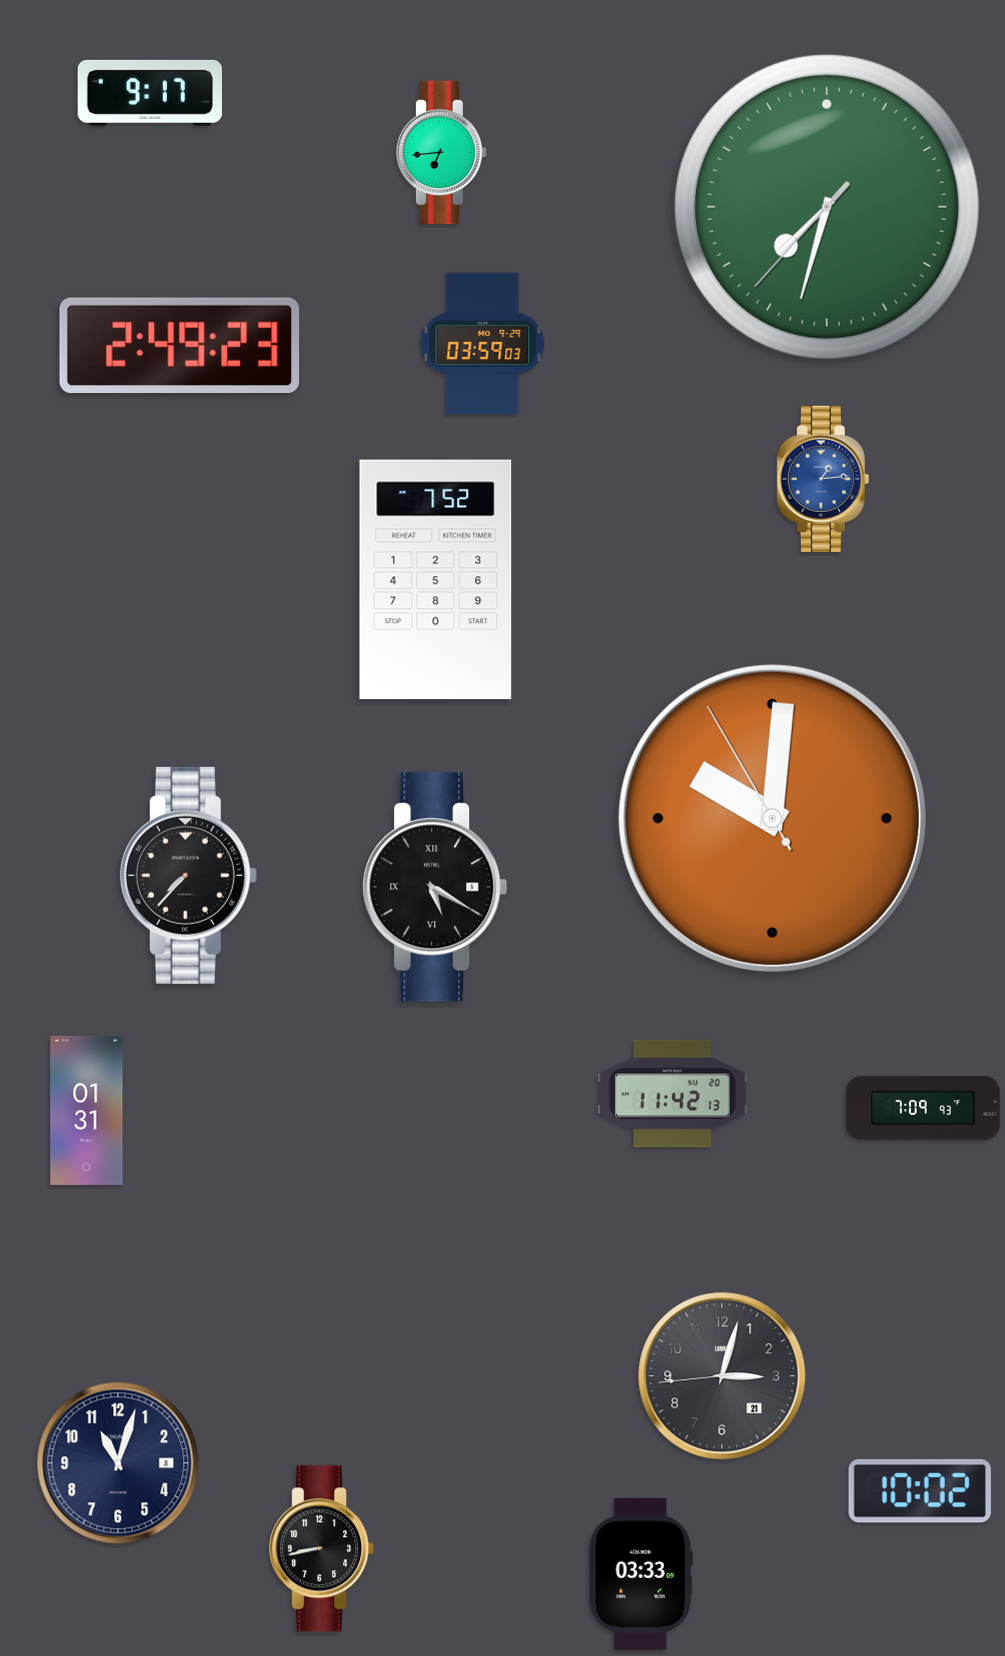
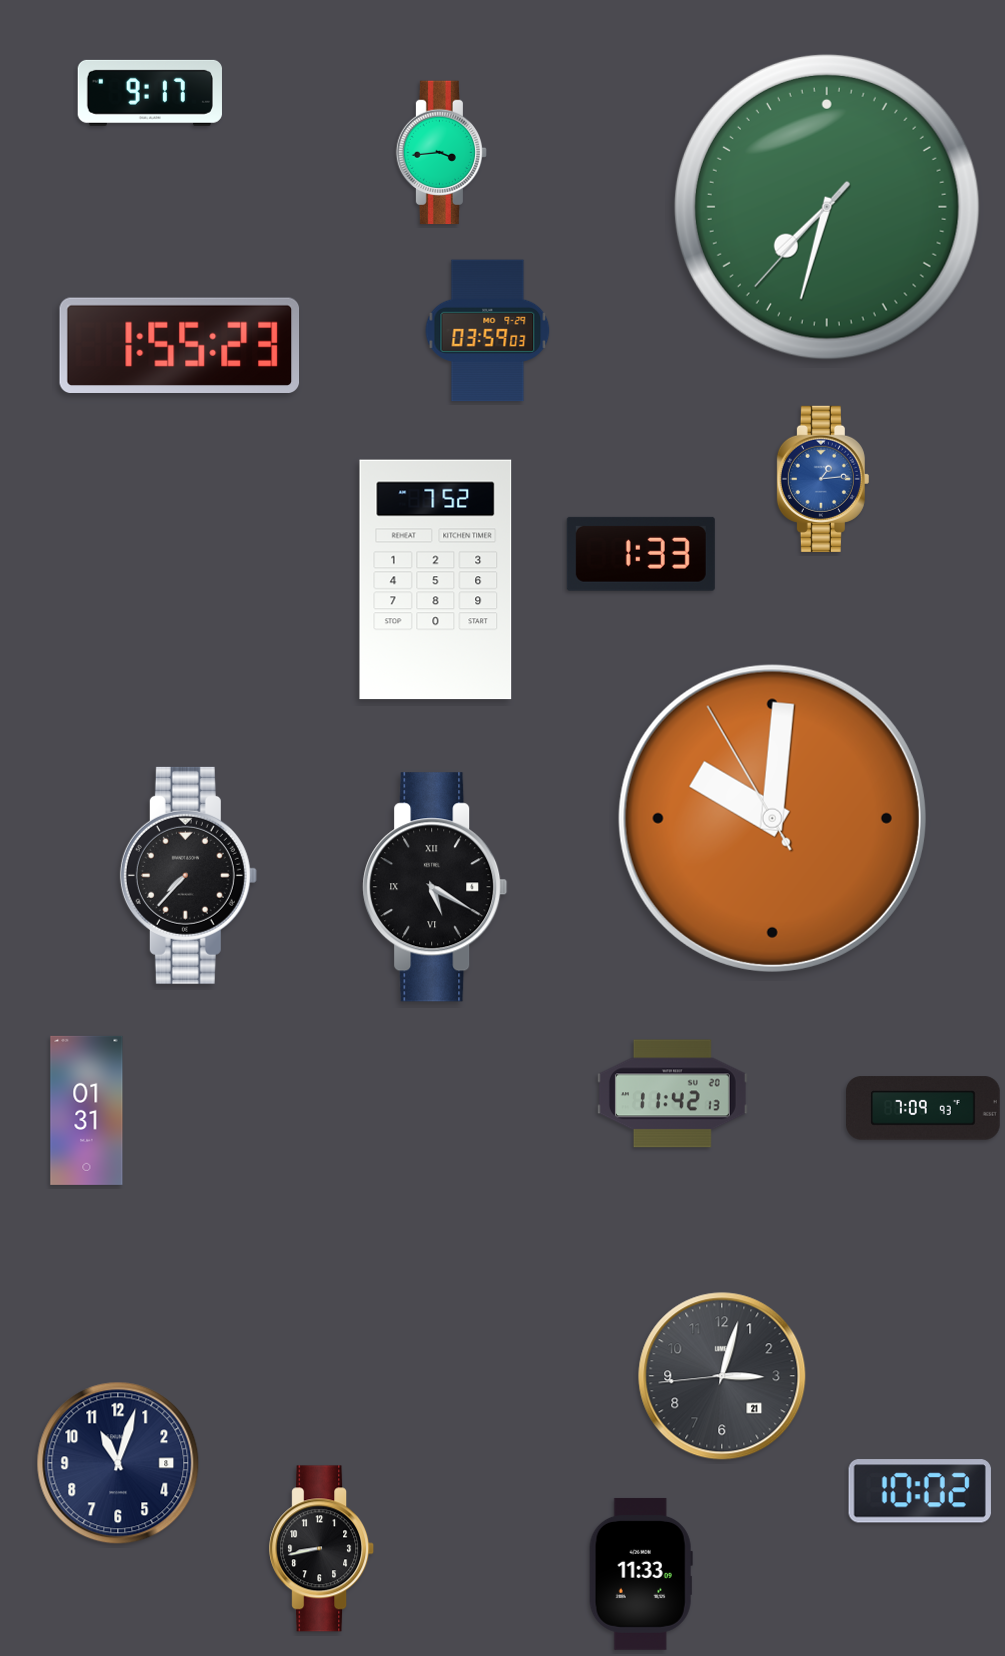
clock at (441, 153): 6:44 -> 3:44
clock at (483, 344) position: (483, 344) -> (488, 331)
clock at (180, 345): 2:49 -> 1:55
clock at (641, 554): none -> 1:33
clock at (641, 1574): 03:33 -> 11:33
